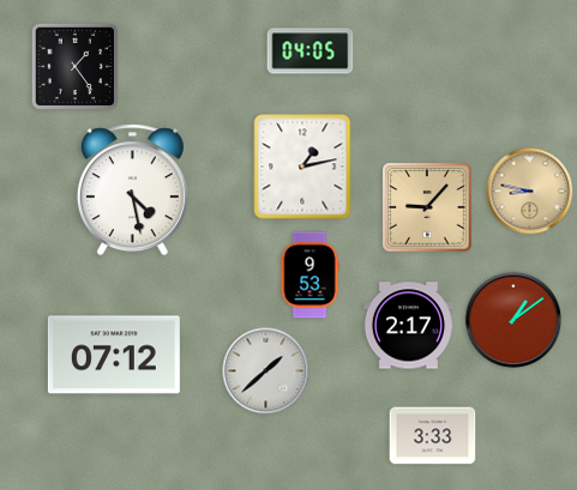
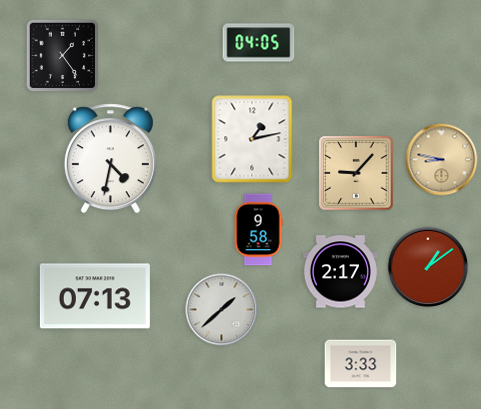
clock at (132, 190): 4:28 -> 4:32
clock at (309, 276): 9:53 -> 9:58
clock at (114, 355): 07:12 -> 07:13
